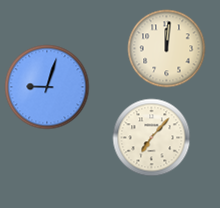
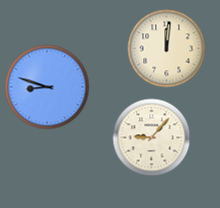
clock at (47, 87): 9:03 -> 8:48
clock at (151, 137): 7:07 -> 9:07
